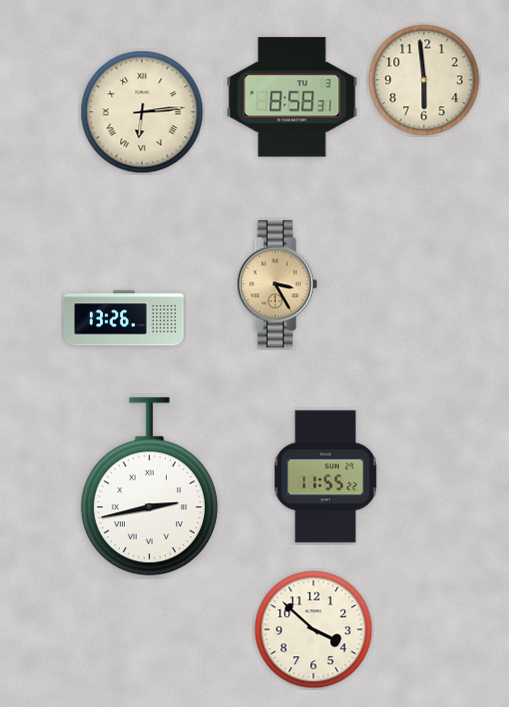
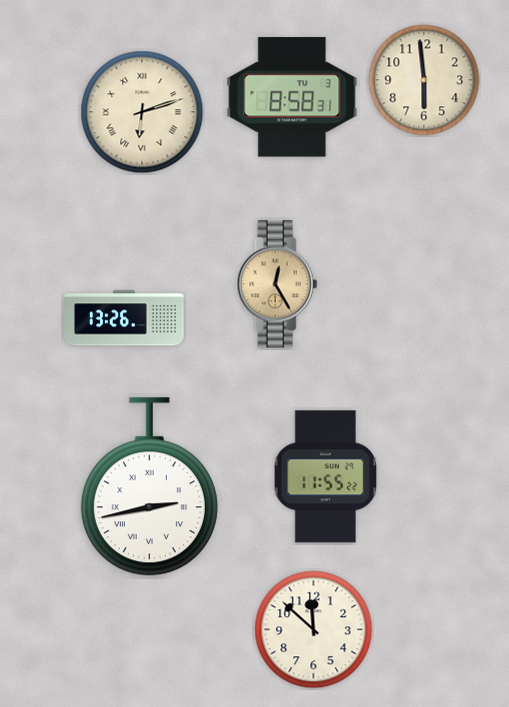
clock at (142, 112): 6:14 -> 6:12
clock at (277, 284): 3:25 -> 12:25
clock at (314, 630): 3:52 -> 11:52
